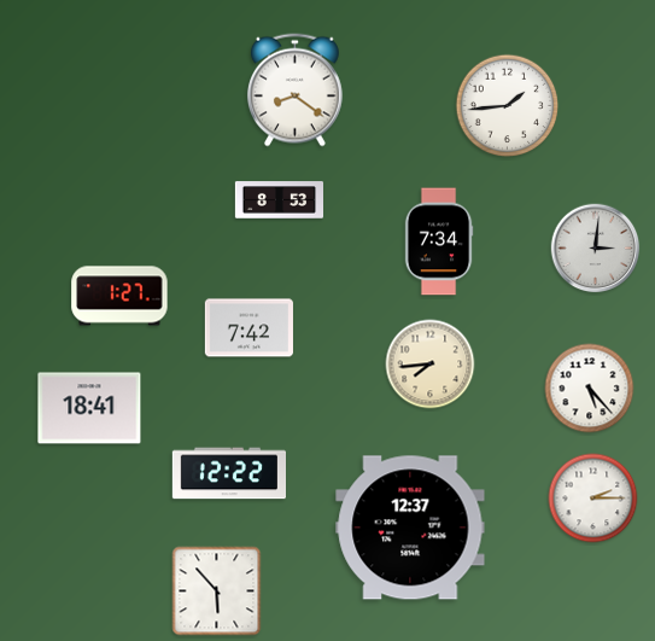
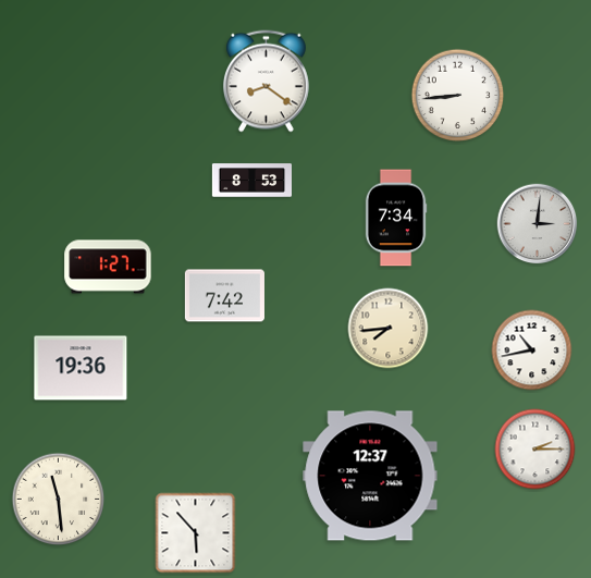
clock at (508, 106): 1:44 -> 8:44
clock at (590, 389): 5:23 -> 10:43
clock at (89, 408): 18:41 -> 19:36
clock at (228, 473): 12:22 -> none
clock at (59, 500): none -> 11:29
